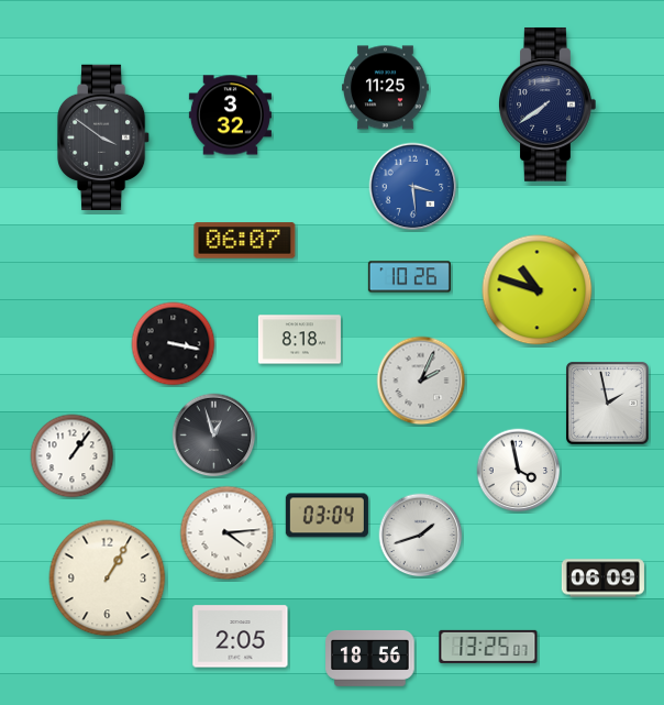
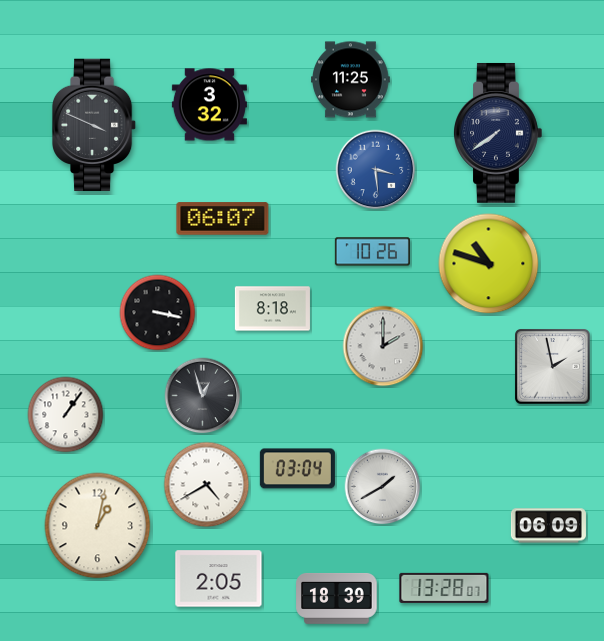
clock at (547, 104) position: (547, 104) -> (498, 133)
clock at (103, 137): 3:51 -> 3:49
clock at (421, 381): 2:04 -> 2:00
clock at (214, 436) position: (214, 436) -> (203, 396)
clock at (519, 471): 3:58 -> none
clock at (228, 533): 4:14 -> 4:40
clock at (421, 536): 1:42 -> 1:40
clock at (108, 579): 1:05 -> 1:02
clock at (488, 647): 13:25 -> 13:28
clock at (370, 658): 18:56 -> 18:39
